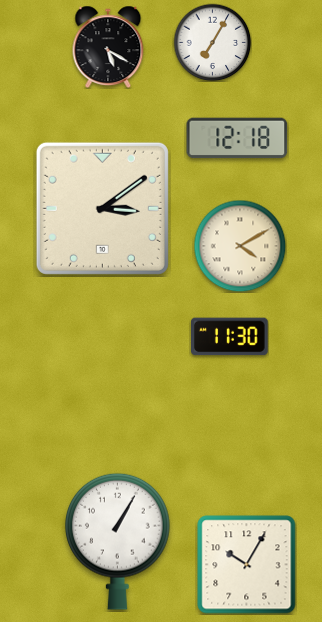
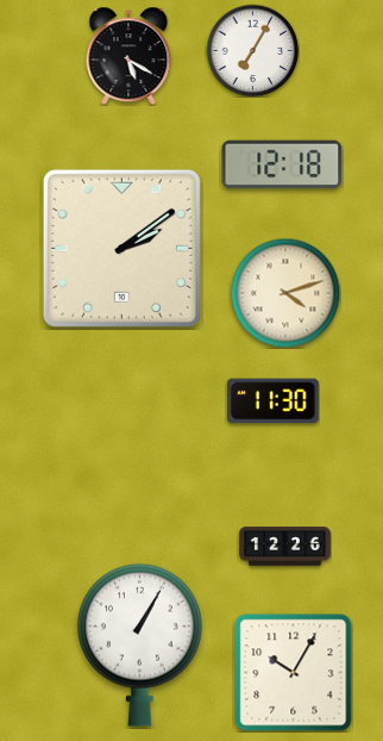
clock at (102, 208): 3:09 -> 2:09
clock at (240, 246): 4:10 -> 4:12
clock at (285, 547): none -> 12:26
